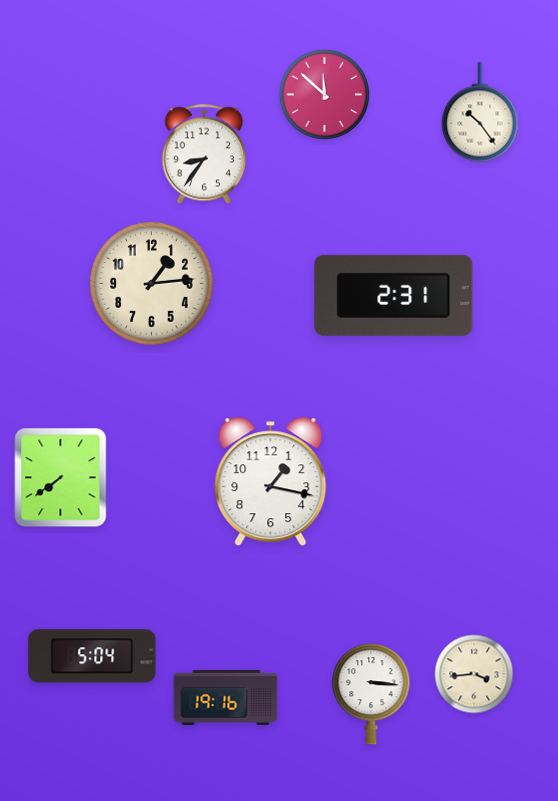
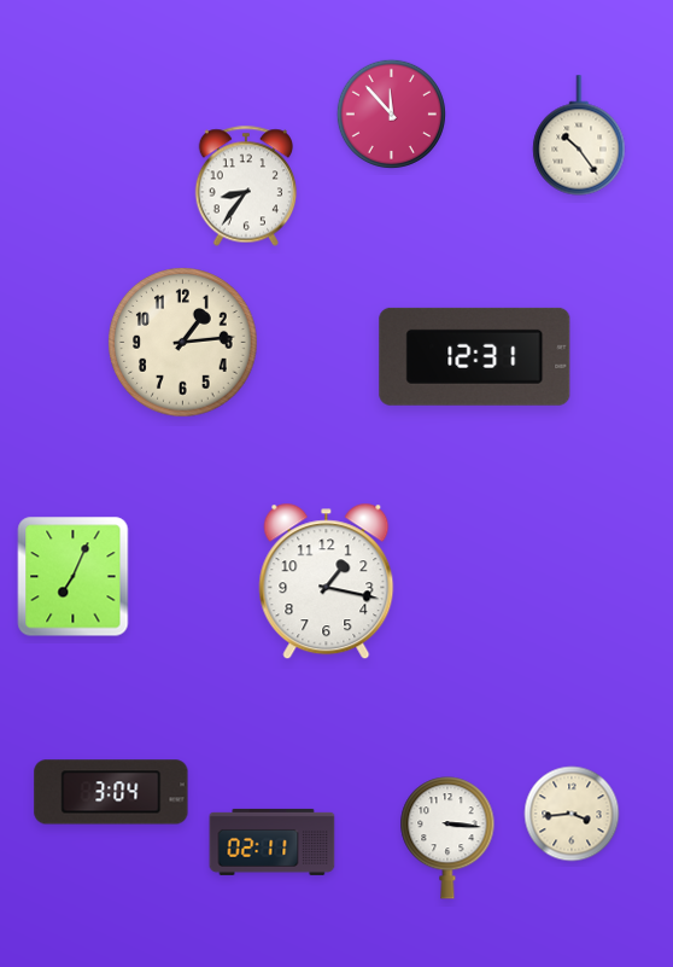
clock at (324, 94): 11:52 -> 11:53
clock at (394, 295): 2:31 -> 12:31
clock at (61, 478): 7:39 -> 7:04
clock at (92, 656): 5:04 -> 3:04
clock at (226, 697): 19:16 -> 02:11
